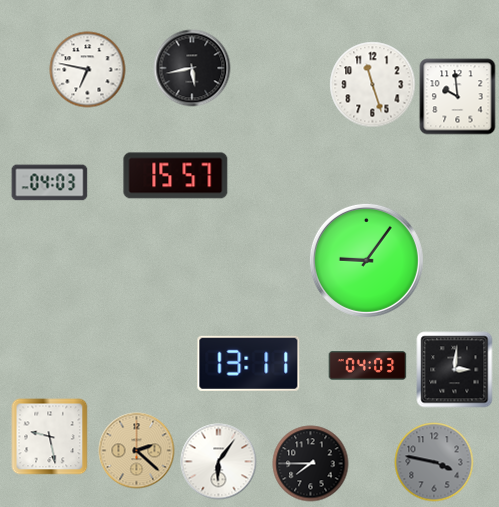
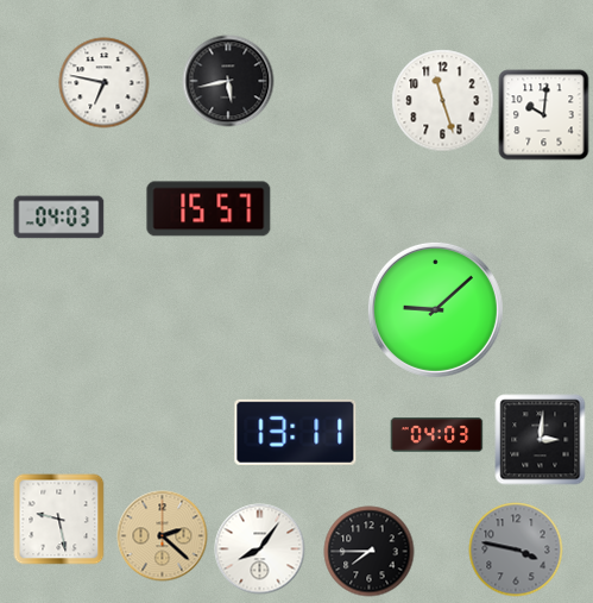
clock at (458, 97): 9:59 -> 10:01
clock at (366, 260): 9:06 -> 9:08
clock at (219, 462): 6:06 -> 8:06
